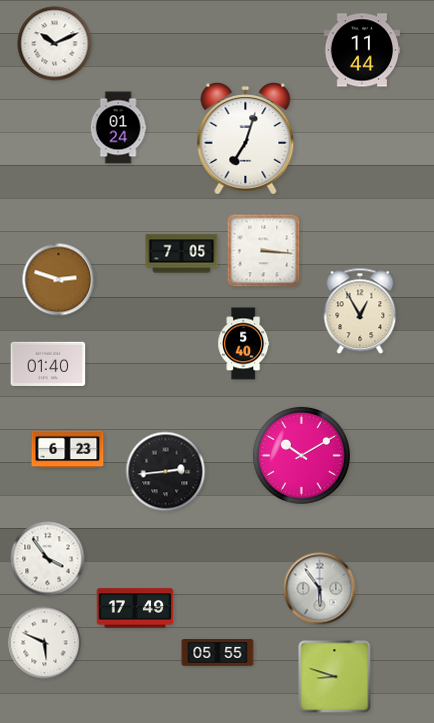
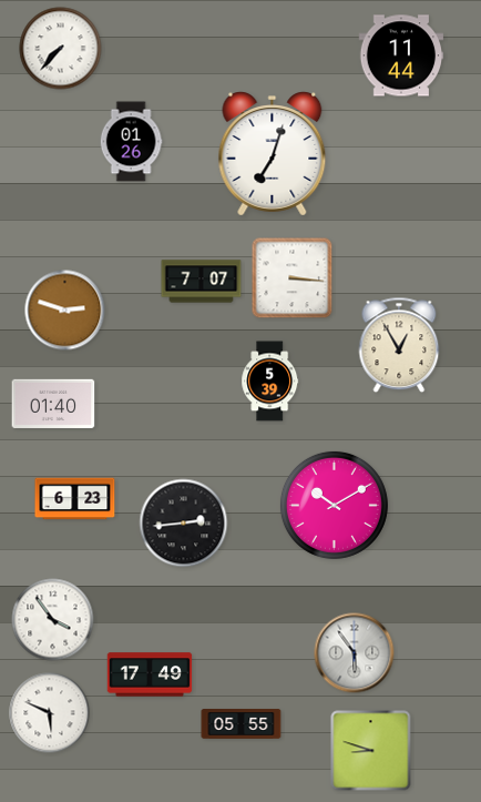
clock at (55, 44): 10:11 -> 7:37
clock at (118, 128): 01:24 -> 01:26
clock at (182, 254): 7:05 -> 7:07
clock at (244, 344): 5:40 -> 5:39
